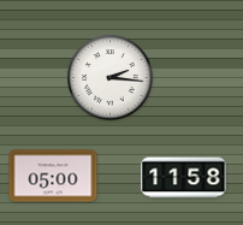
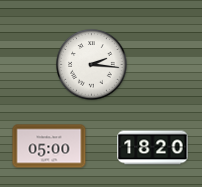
clock at (53, 176) position: (53, 176) -> (49, 146)
clock at (184, 178): 11:58 -> 18:20
